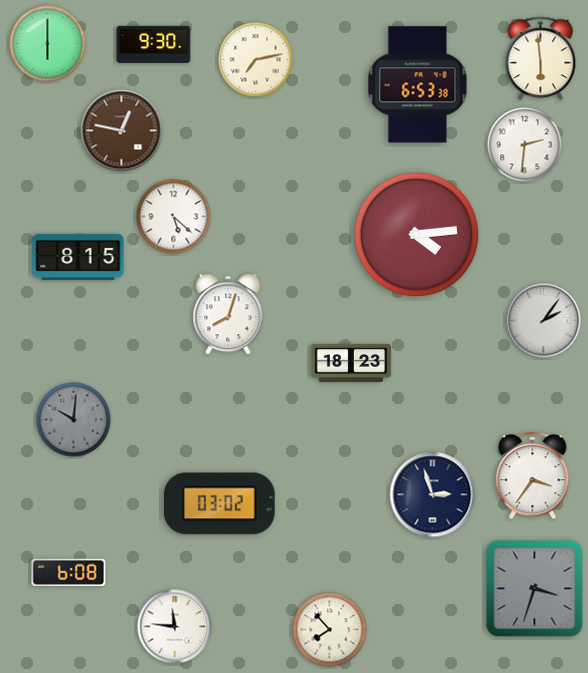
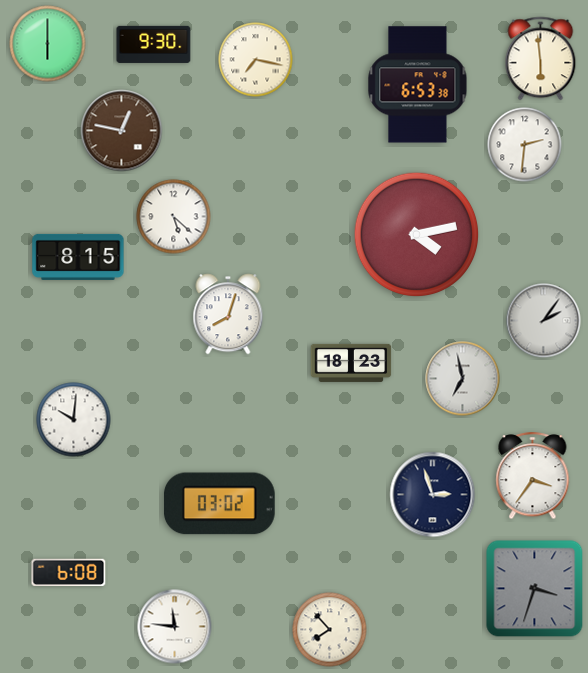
clock at (256, 60): 7:13 -> 7:17
clock at (417, 235): 4:14 -> 4:13
clock at (463, 379): none -> 6:58
clock at (74, 420) dial: grey -> white
